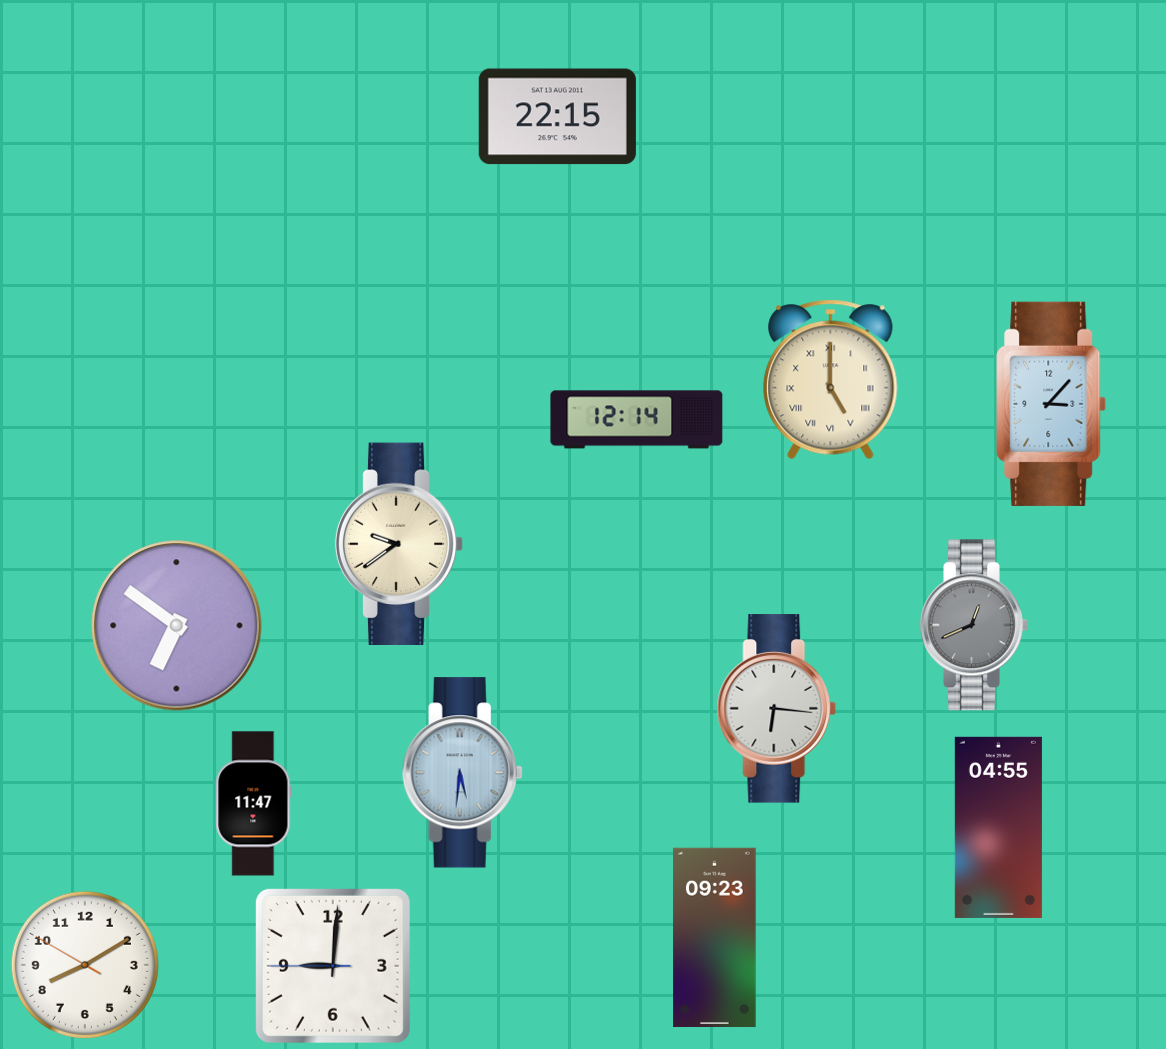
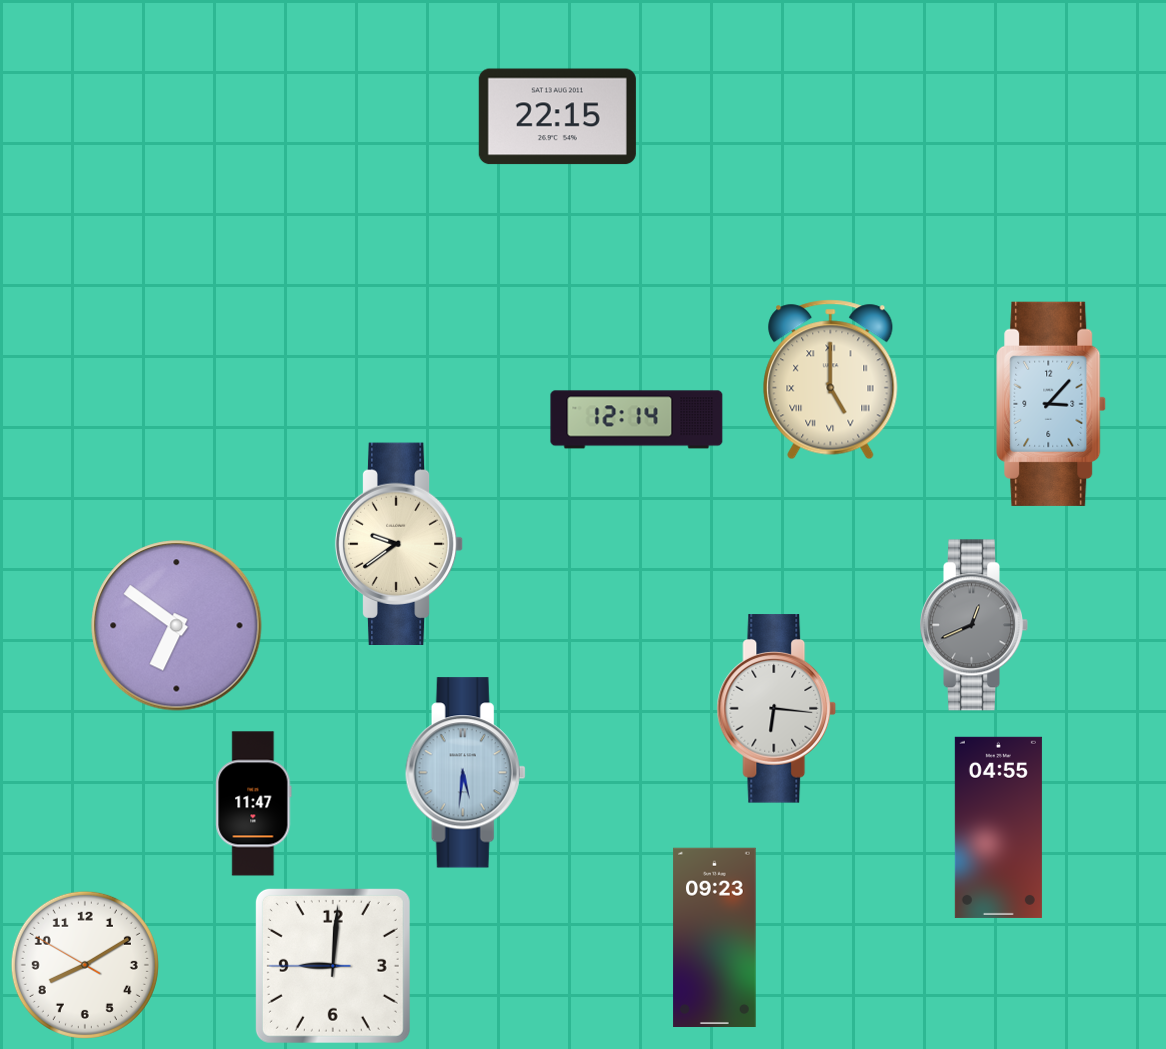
clock at (462, 773) position: (462, 773) -> (465, 773)
